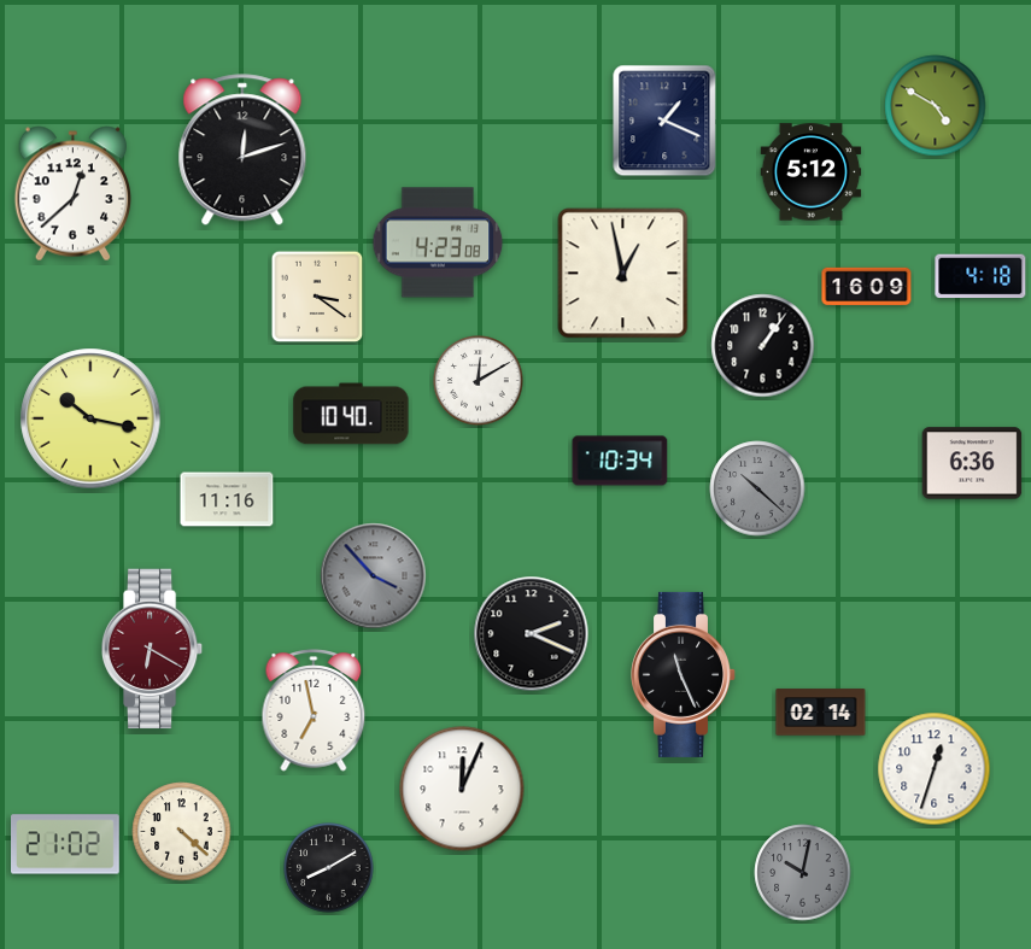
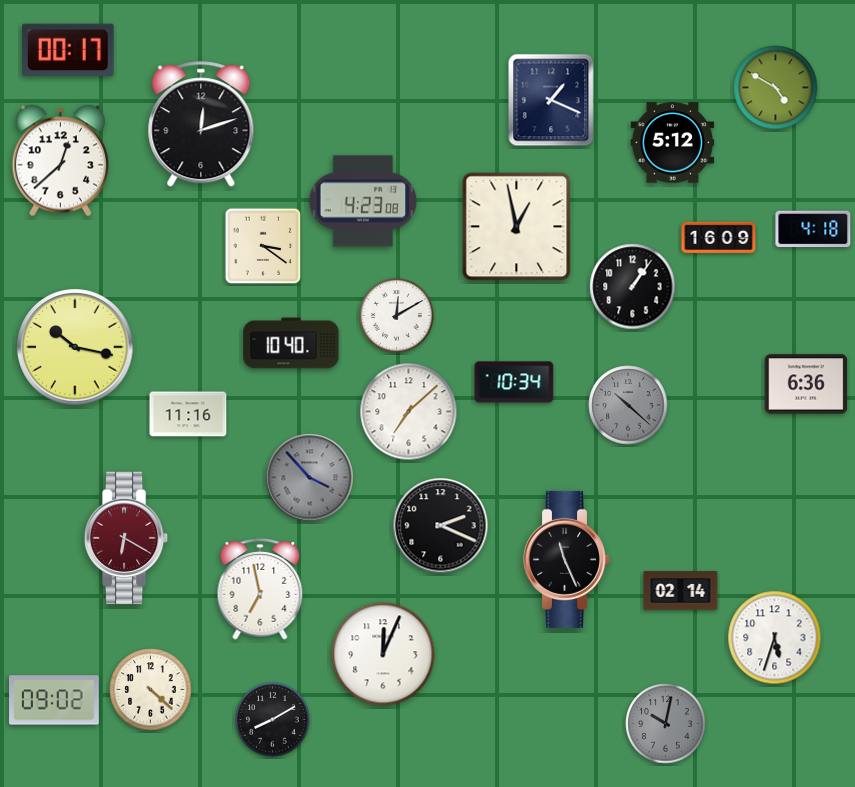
clock at (68, 50): none -> 00:17
clock at (409, 412): none -> 7:08
clock at (935, 769): 12:33 -> 5:33
clock at (66, 844): 21:02 -> 09:02
